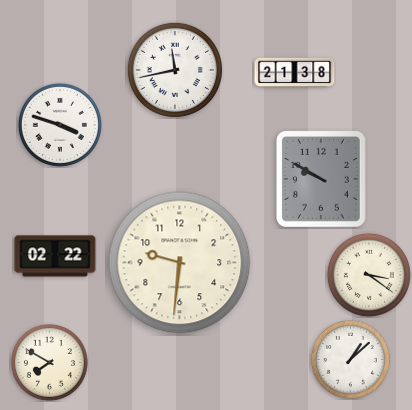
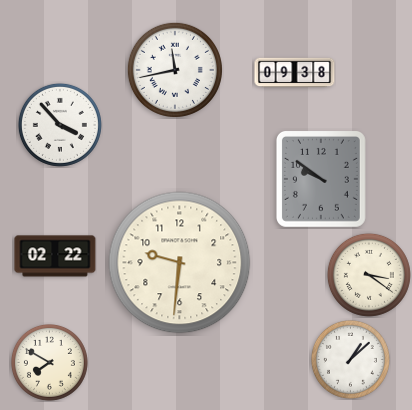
clock at (295, 73): 21:38 -> 09:38
clock at (60, 125): 3:48 -> 3:53
clock at (321, 179): 9:50 -> 9:51
